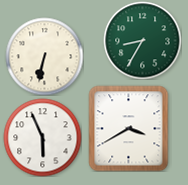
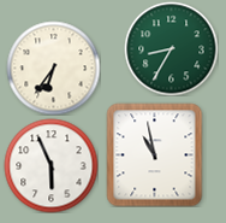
clock at (44, 56): 6:32 -> 6:36
clock at (129, 128): 3:40 -> 10:58
